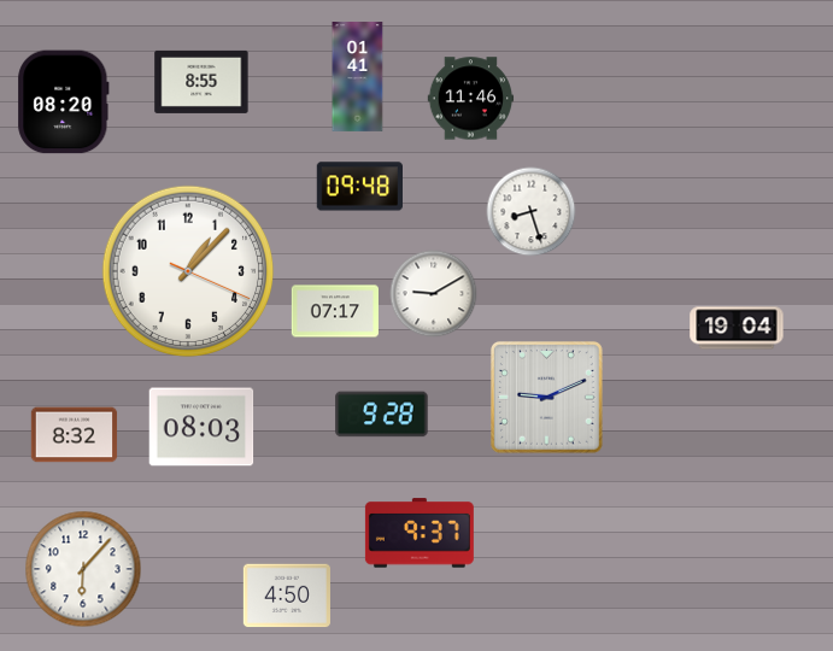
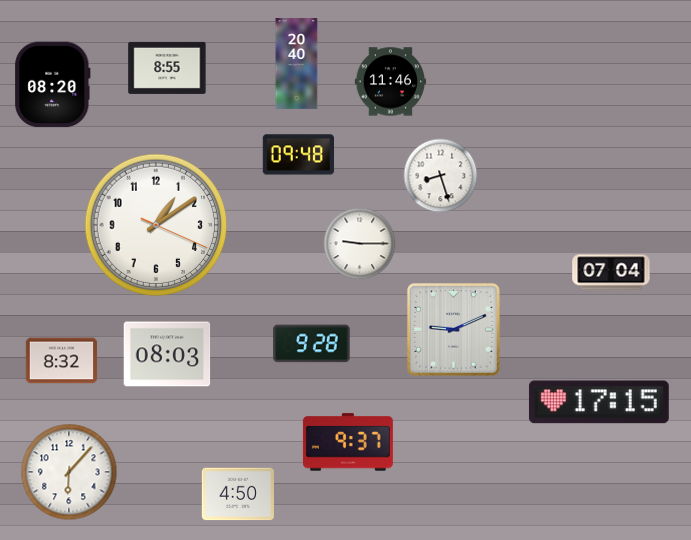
clock at (358, 77): 01:41 -> 20:40
clock at (188, 271): 1:07 -> 1:09
clock at (434, 294): 9:10 -> 9:15
clock at (335, 311): 07:17 -> none
clock at (737, 328): 19:04 -> 07:04
clock at (382, 415) position: (382, 415) -> (312, 344)
clock at (599, 402): none -> 17:15
